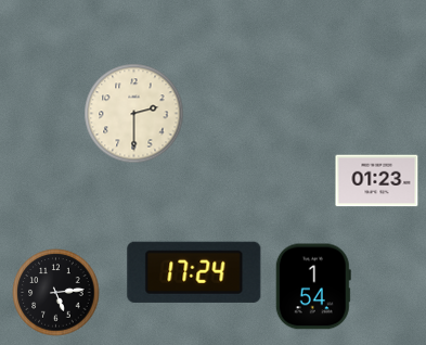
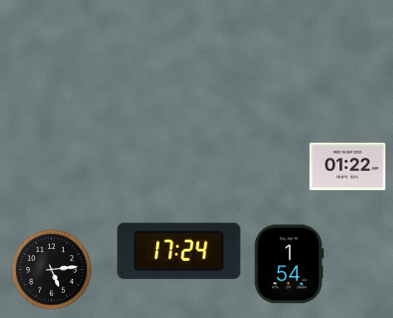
clock at (134, 114): 2:30 -> none
clock at (377, 181): 01:23 -> 01:22
